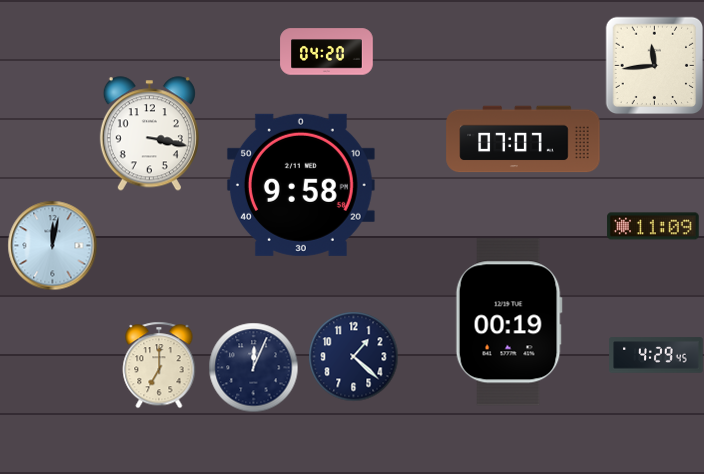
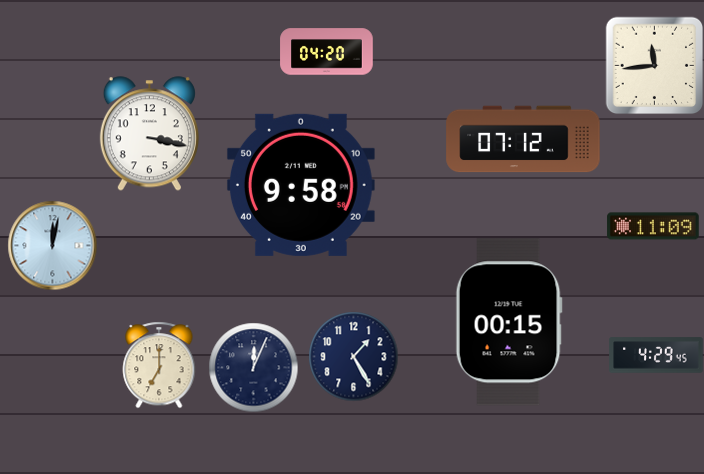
clock at (523, 139): 07:07 -> 07:12
clock at (509, 322): 00:19 -> 00:15
clock at (353, 356): 1:22 -> 1:25
